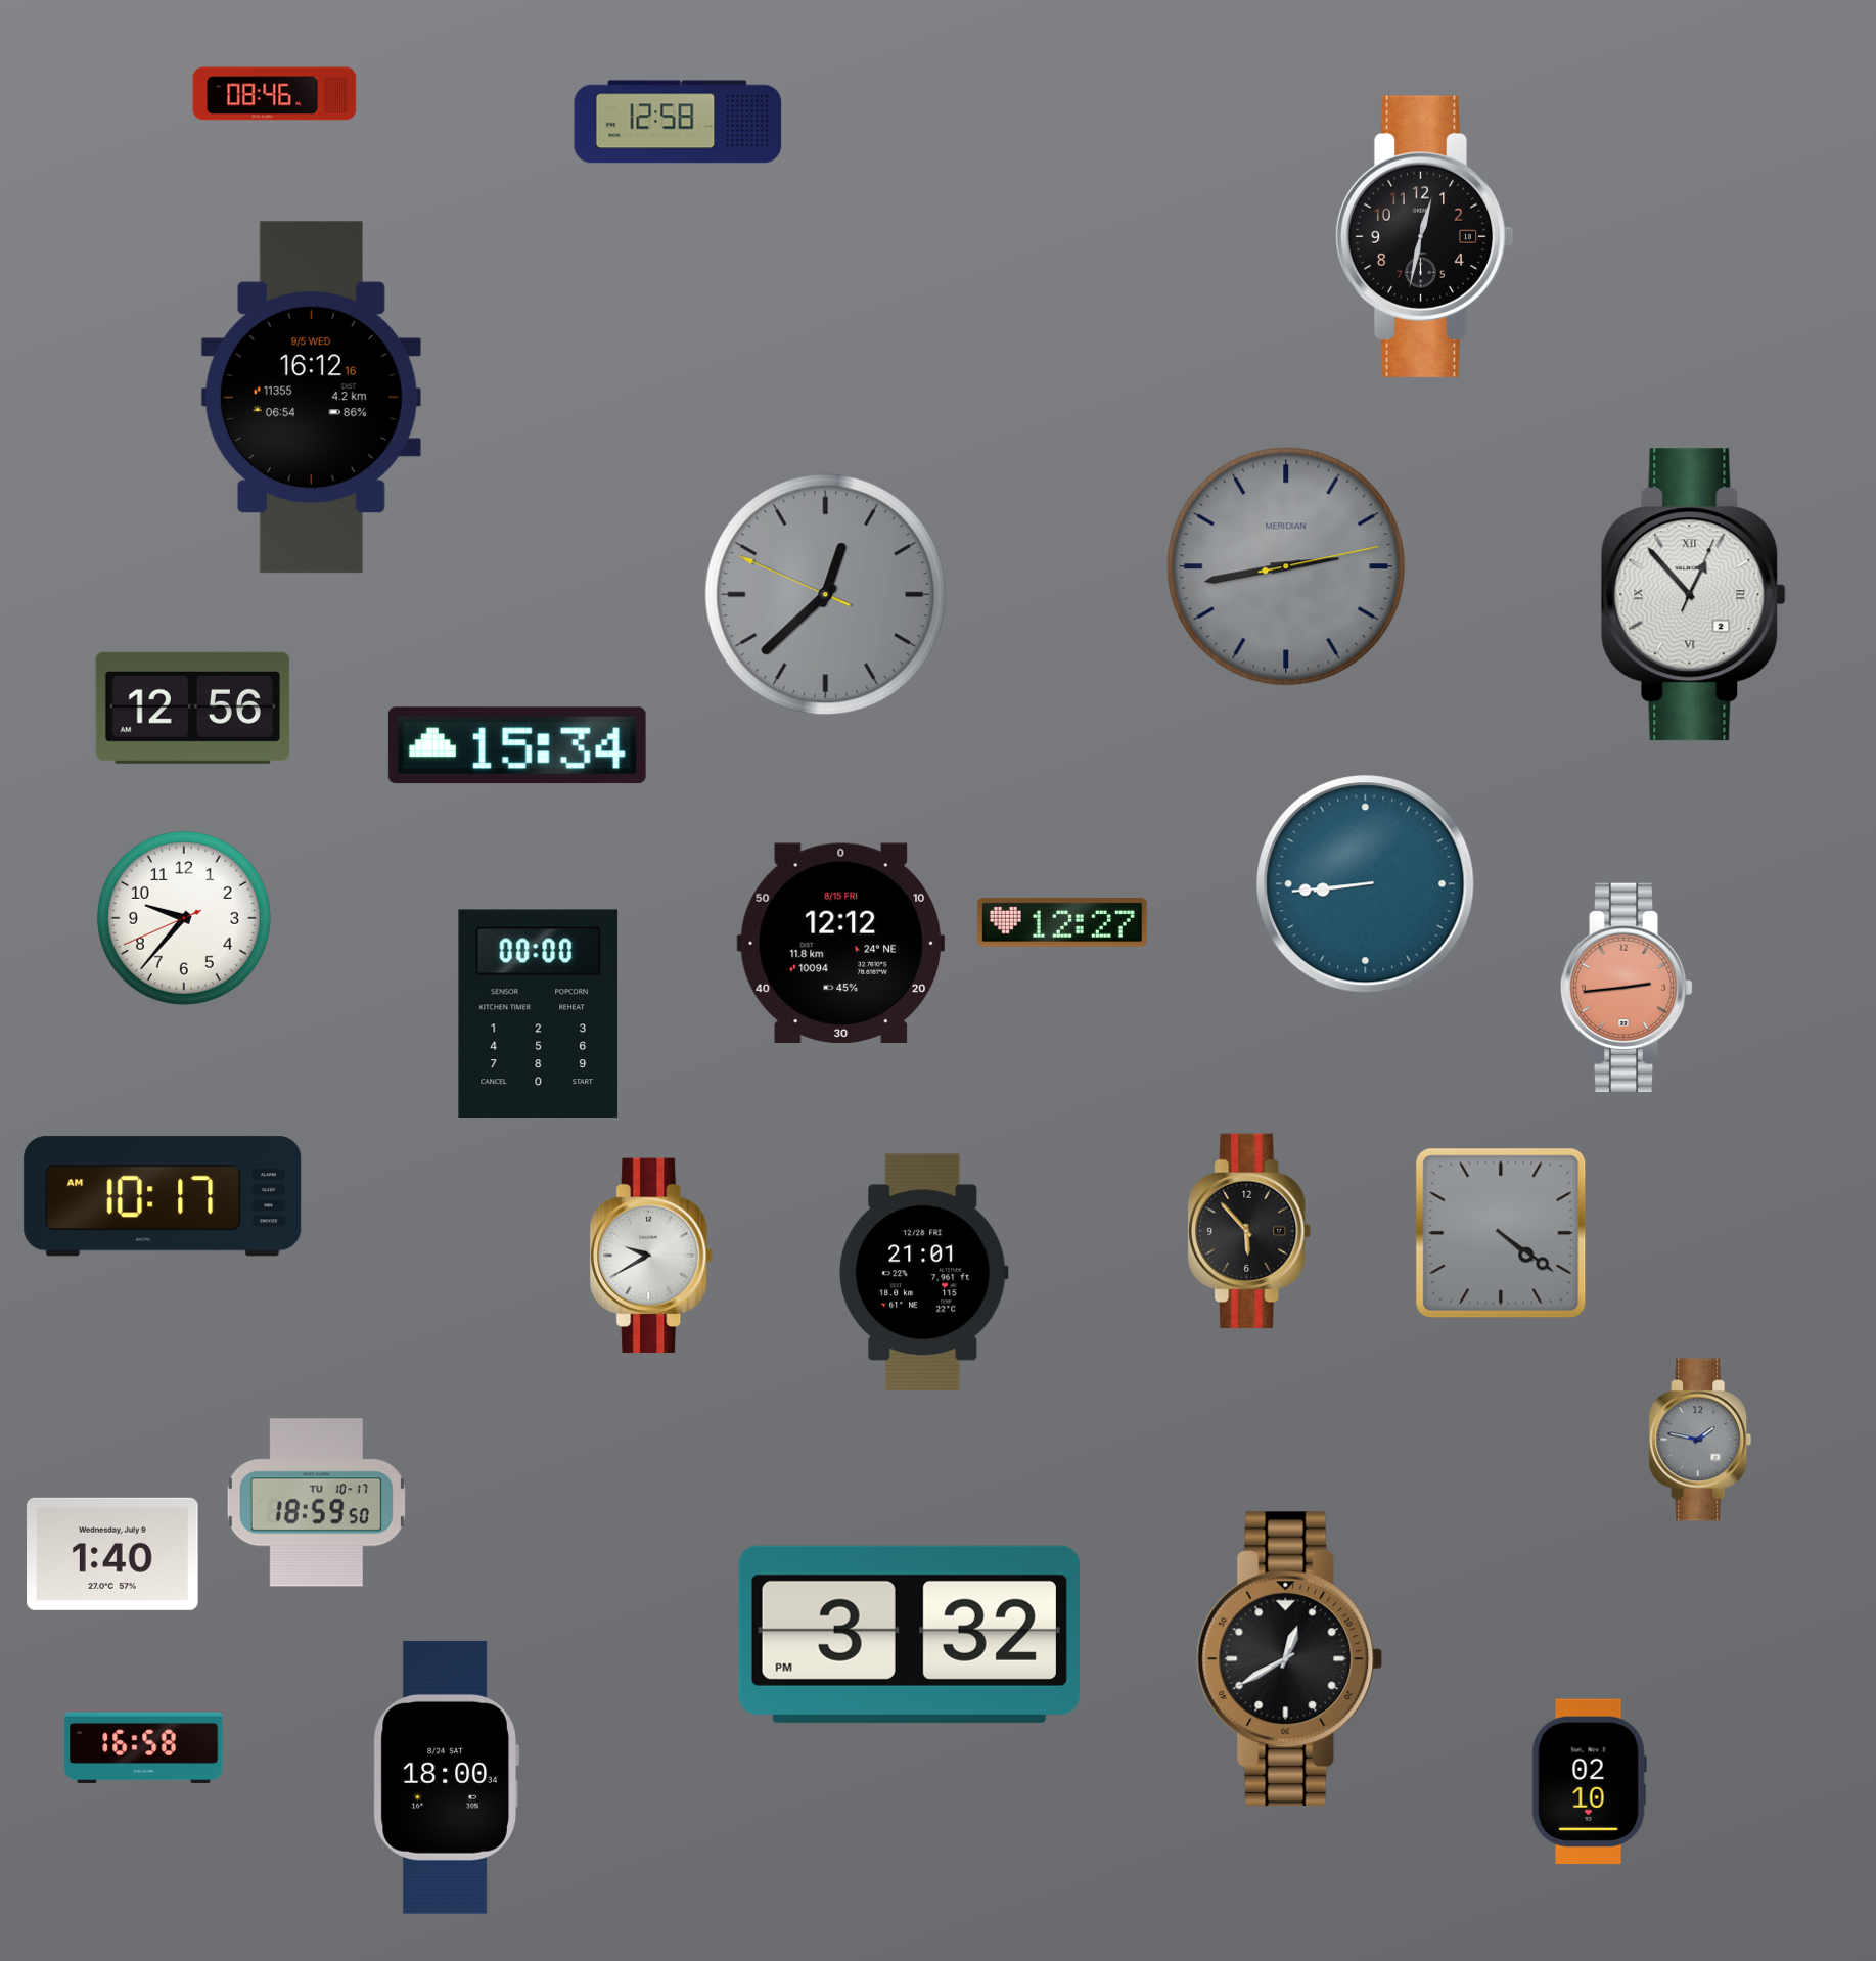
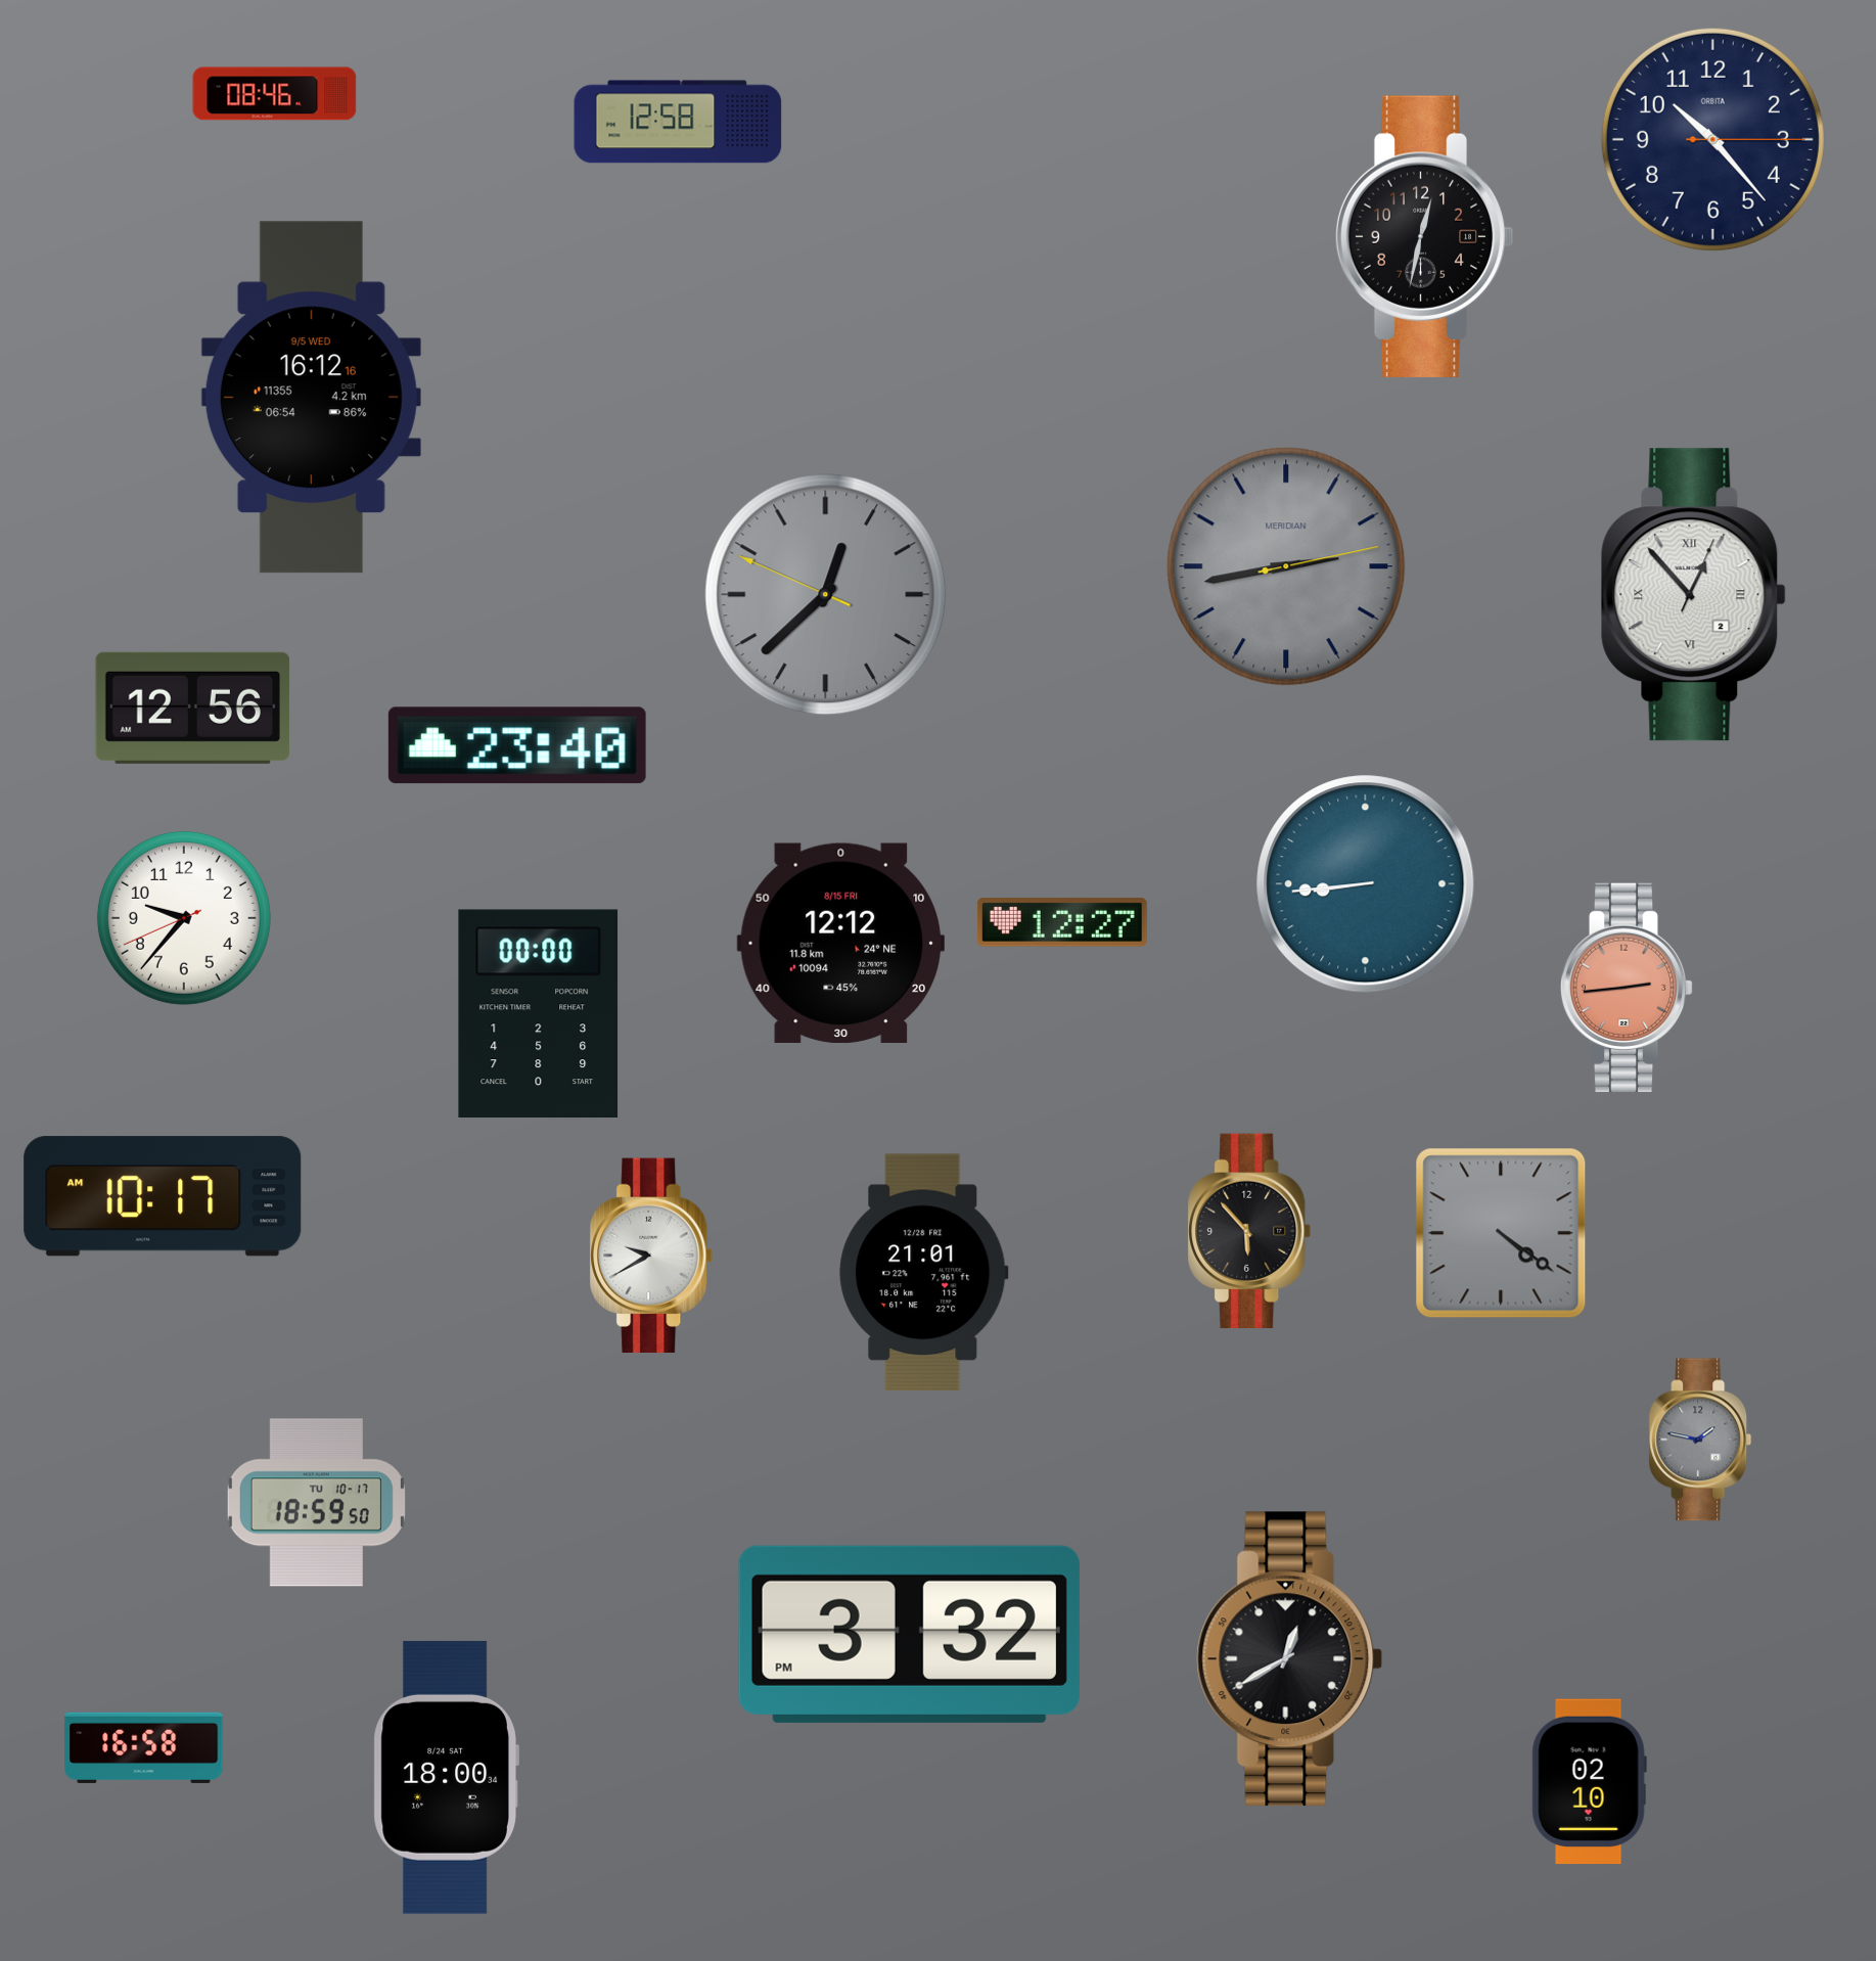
clock at (1712, 139): none -> 10:23
clock at (517, 745): 15:34 -> 23:40
clock at (112, 1554): 1:40 -> none
